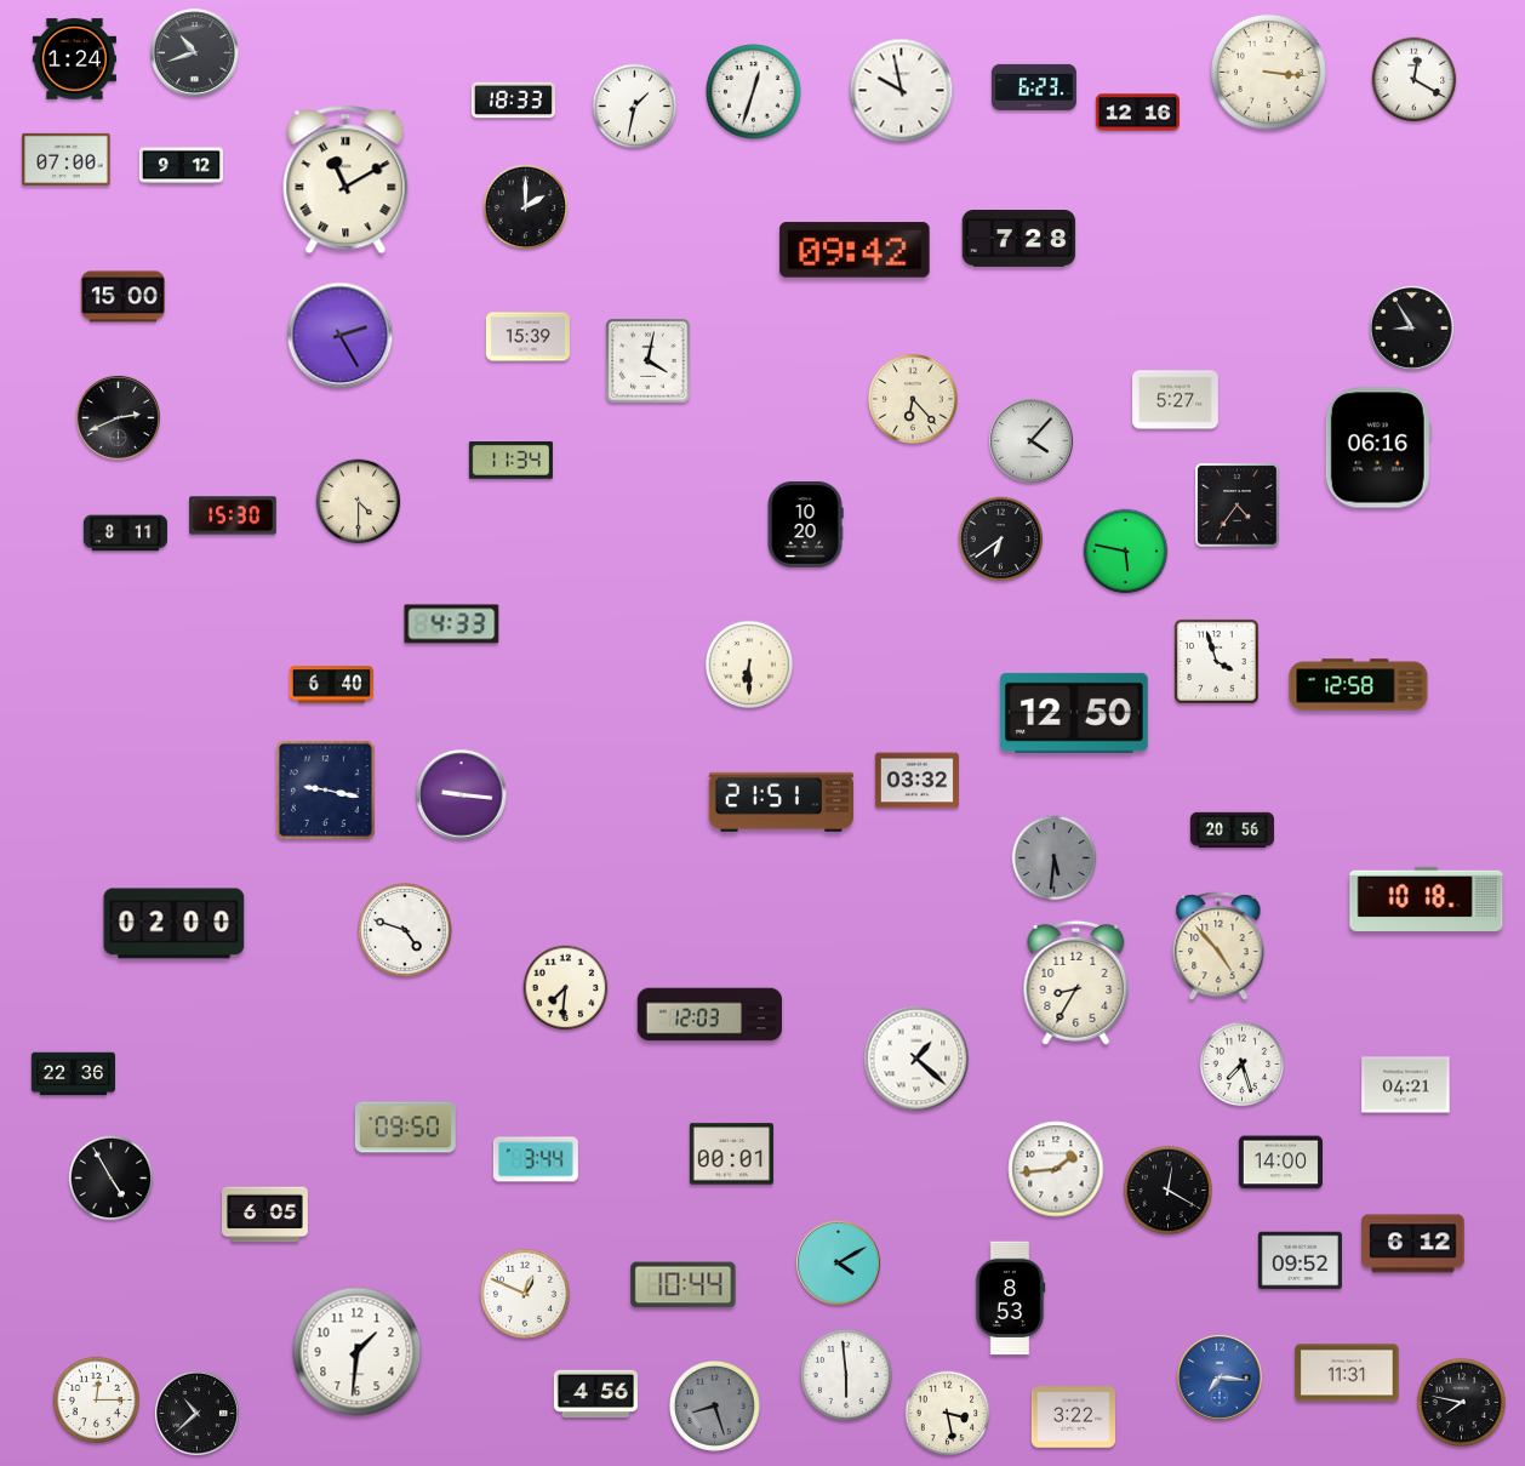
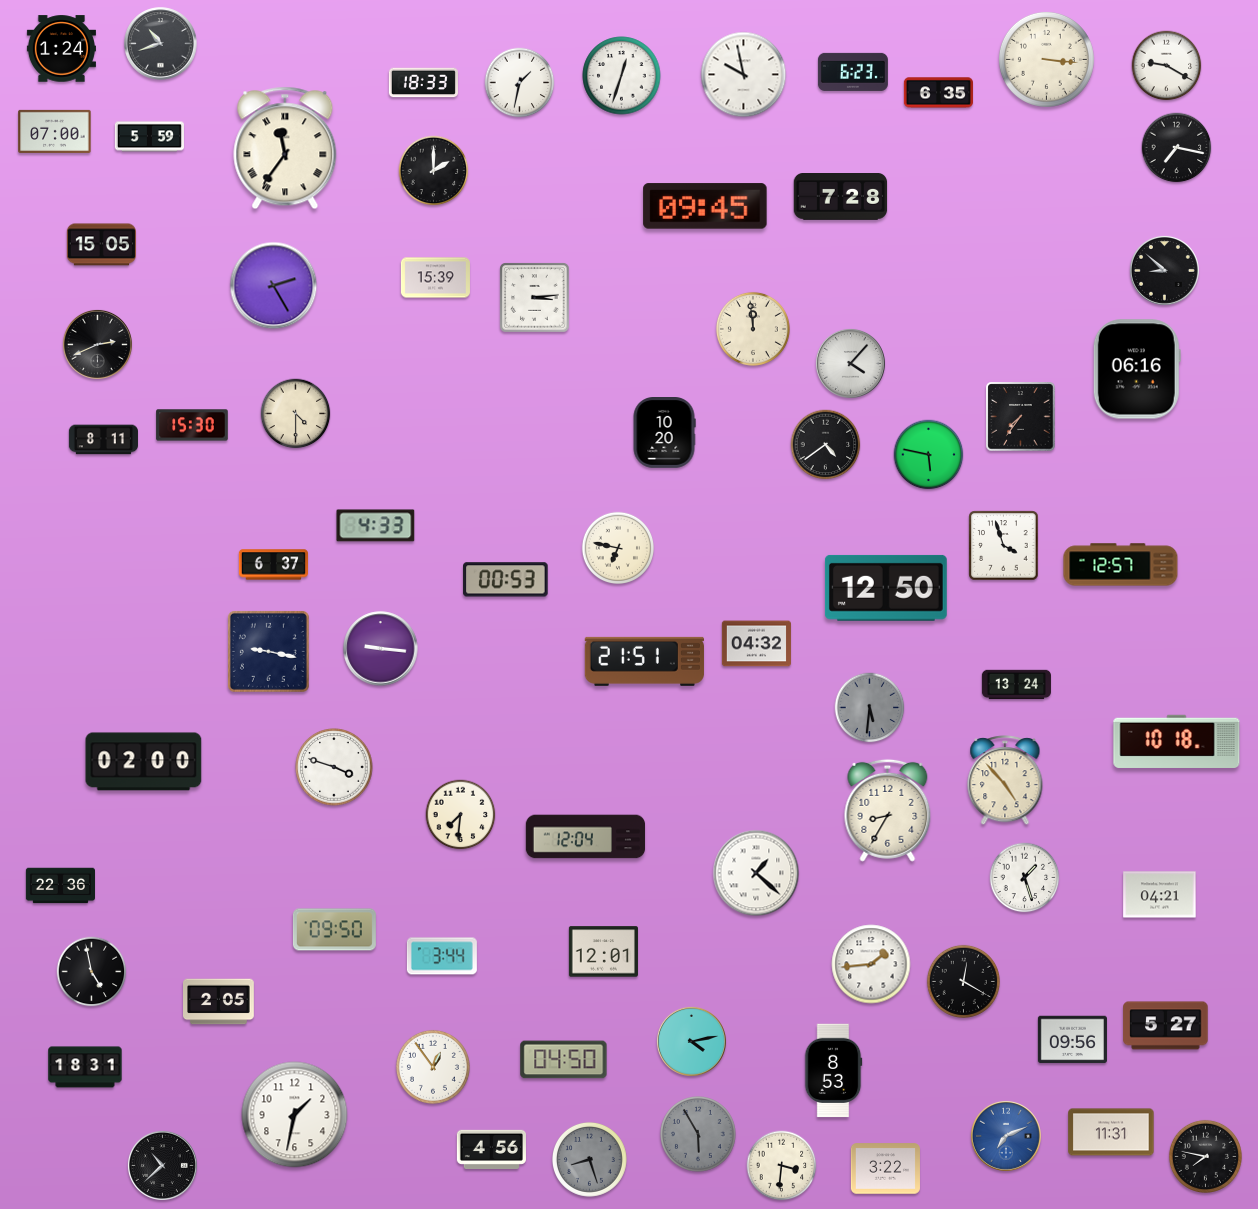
clock at (1415, 80): 12:20 -> 9:20
clock at (635, 107) position: (635, 107) -> (520, 83)
clock at (1137, 113): 12:16 -> 6:35
clock at (181, 166): 9:12 -> 5:59
clock at (345, 179): 11:10 -> 11:36
clock at (1177, 148): none -> 7:17
clock at (855, 250): 09:42 -> 09:45
clock at (122, 297): 15:00 -> 15:05
clock at (1411, 327): 8:55 -> 8:52
clock at (341, 336) position: (341, 336) -> (274, 286)
clock at (649, 361): 4:02 -> 3:14
clock at (913, 399): 6:23 -> 11:59
clock at (1176, 400): 5:27 -> none
clock at (510, 461): 11:34 -> none
clock at (1238, 506): 4:36 -> 7:36
clock at (1001, 540): 6:39 -> 4:39
clock at (452, 624) position: (452, 624) -> (376, 526)
clock at (748, 663): 6:30 -> 6:47
clock at (331, 685): 6:40 -> 6:37
clock at (1359, 685): 12:58 -> 12:57
clock at (506, 580): none -> 00:53
clock at (916, 781): 03:32 -> 04:32
clock at (462, 795) position: (462, 795) -> (381, 649)
clock at (1232, 831): 20:56 -> 13:24
clock at (405, 930): 4:48 -> 3:48
clock at (566, 988) position: (566, 988) -> (461, 815)
clock at (710, 1015): 12:03 -> 12:04
clock at (1243, 1065): 7:27 -> 1:27
clock at (731, 1154): 00:01 -> 12:01
clock at (1280, 1163): 14:00 -> none
clock at (112, 1179): 4:55 -> 4:58
clock at (265, 1215): 6:05 -> 2:05
clock at (1413, 1244): 6:12 -> 5:27
clock at (1300, 1261): 09:52 -> 09:56
clock at (838, 1262): 4:10 -> 4:13
clock at (684, 1285): 10:44 -> 04:50
clock at (85, 1067): none -> 18:31
clock at (525, 1294): 12:49 -> 12:54
clock at (358, 1352): 1:31 -> 1:32
clock at (847, 1376): 5:59 -> 5:55
clock at (847, 1376) dial: white -> grey
clock at (1220, 1377): 7:16 -> 7:11
clock at (97, 1401): 12:15 -> none
clock at (948, 1414): 3:28 -> 3:31
